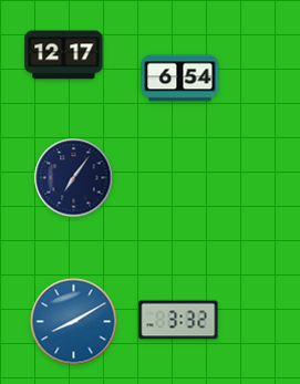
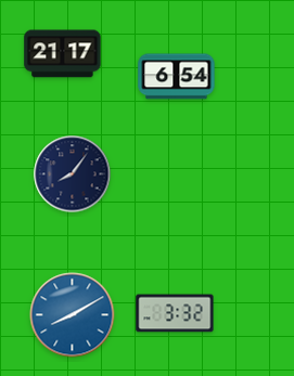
clock at (64, 55): 12:17 -> 21:17
clock at (74, 178): 7:06 -> 8:06
